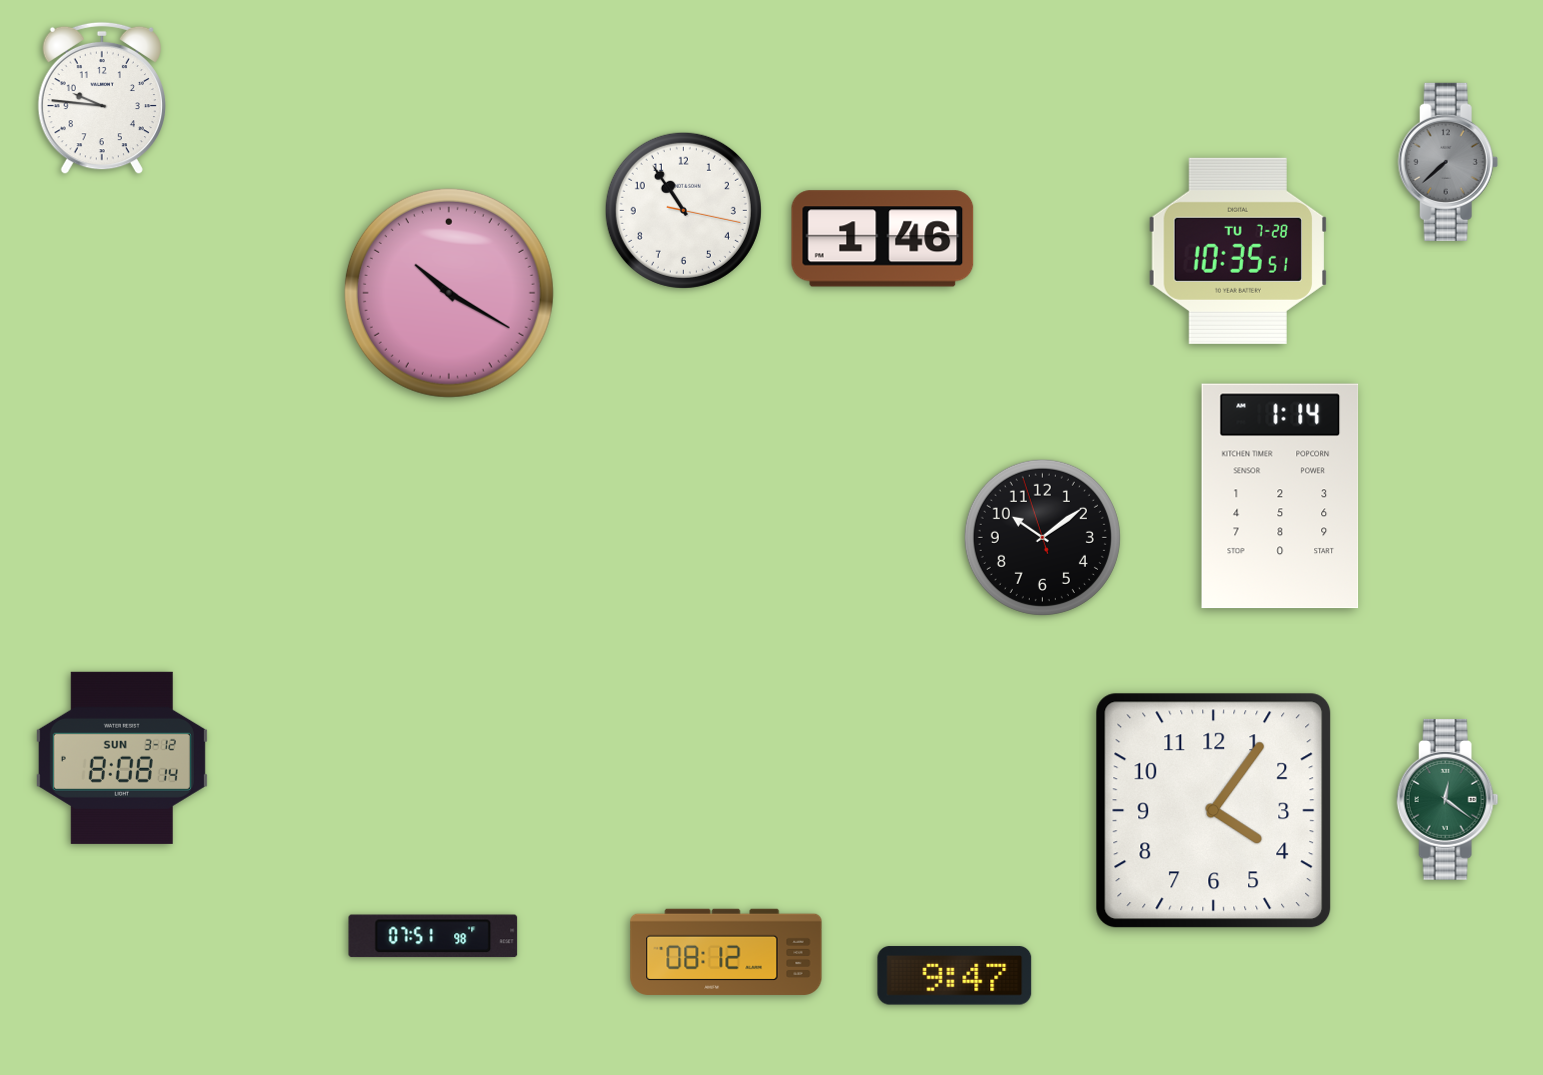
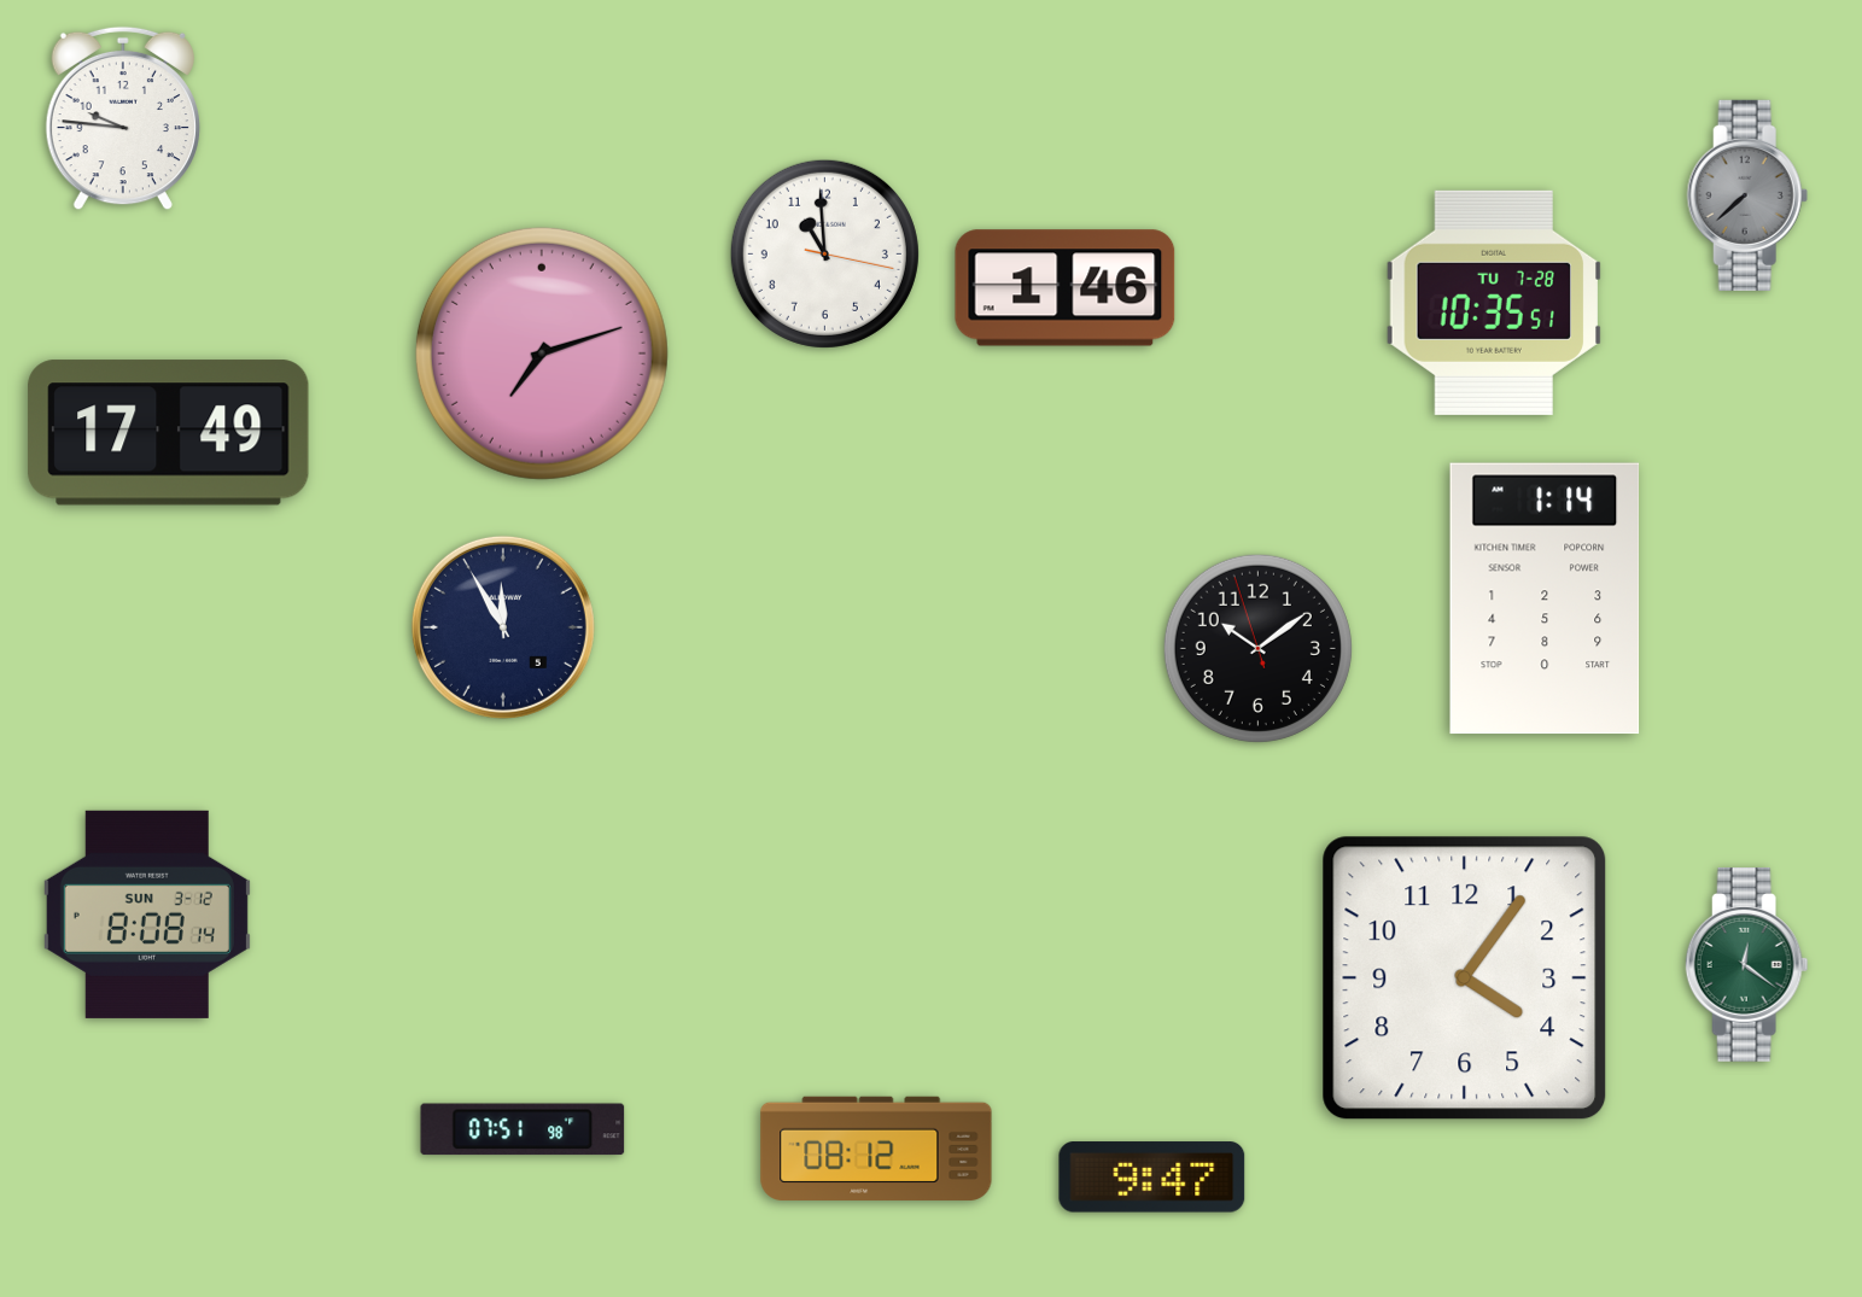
clock at (683, 210): 10:54 -> 10:59
clock at (449, 293): 10:20 -> 7:12
clock at (169, 433): none -> 17:49
clock at (503, 627): none -> 11:55
